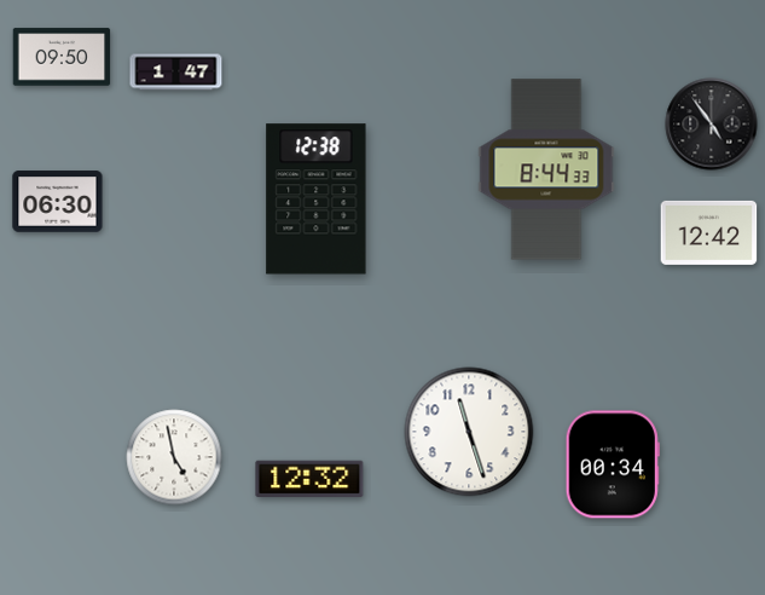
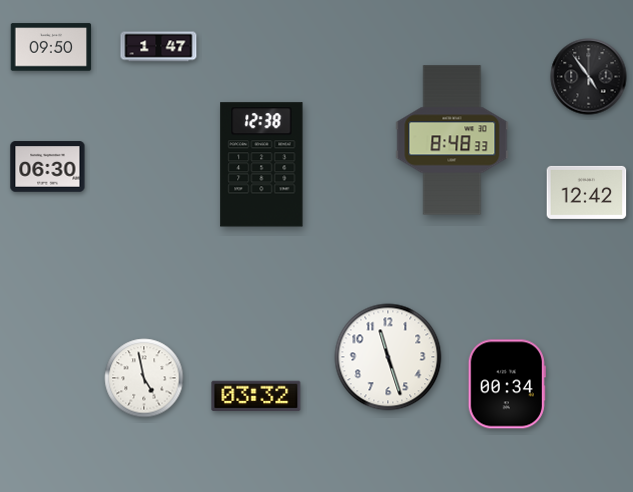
clock at (176, 73) position: (176, 73) -> (159, 47)
clock at (712, 125) position: (712, 125) -> (589, 77)
clock at (546, 169): 8:44 -> 8:48
clock at (309, 479): 12:32 -> 03:32
